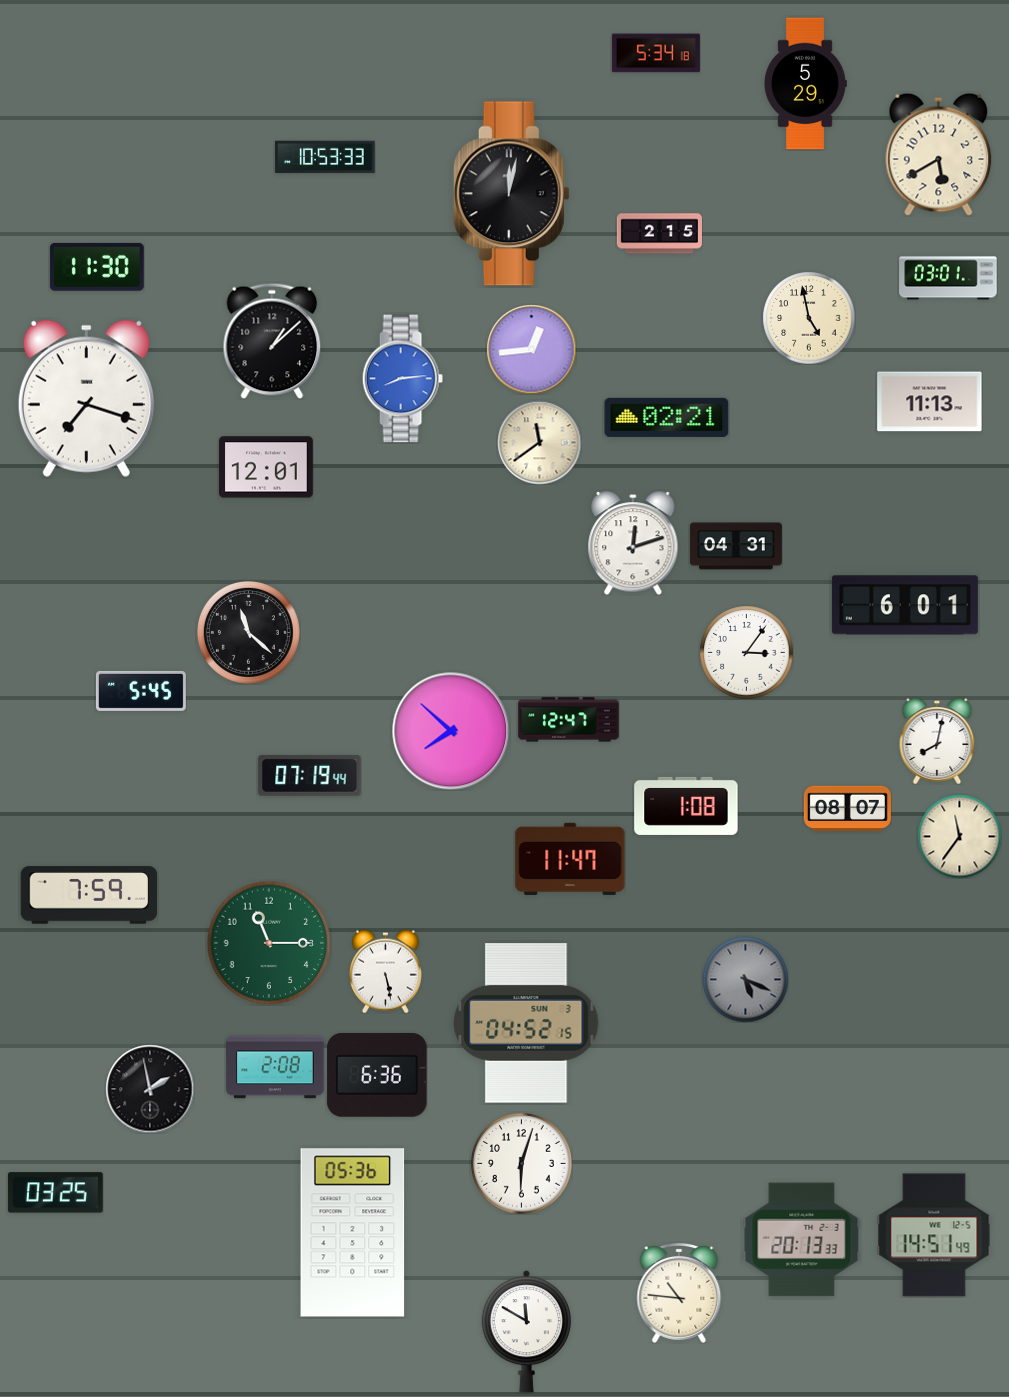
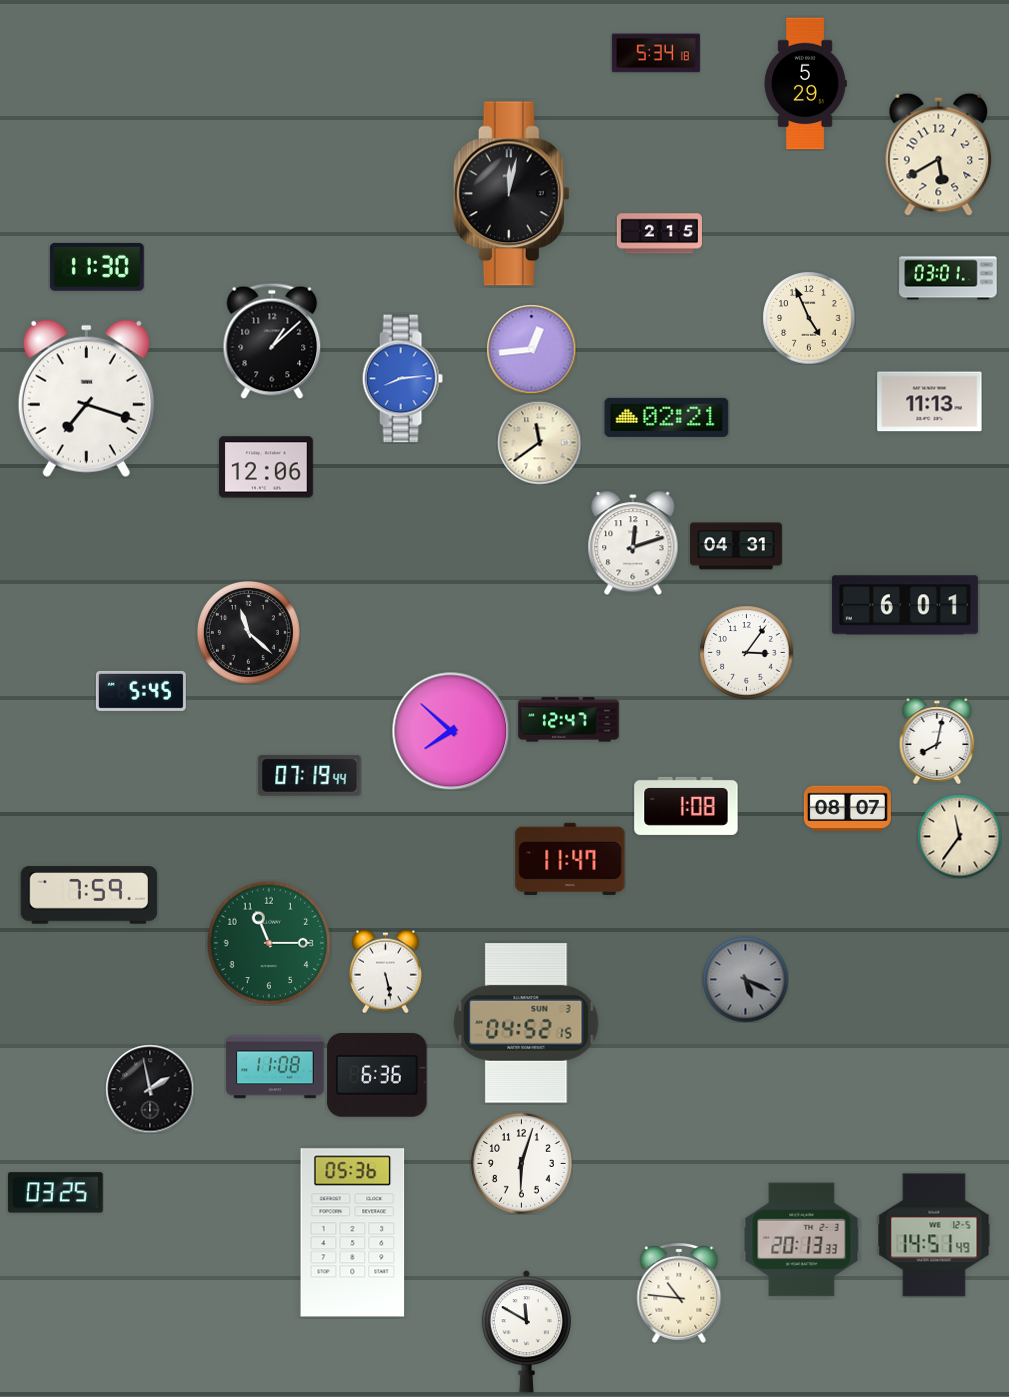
clock at (325, 157): 10:53 -> none
clock at (809, 318): 4:58 -> 4:56
clock at (267, 467): 12:01 -> 12:06
clock at (275, 1067): 2:08 -> 11:08
